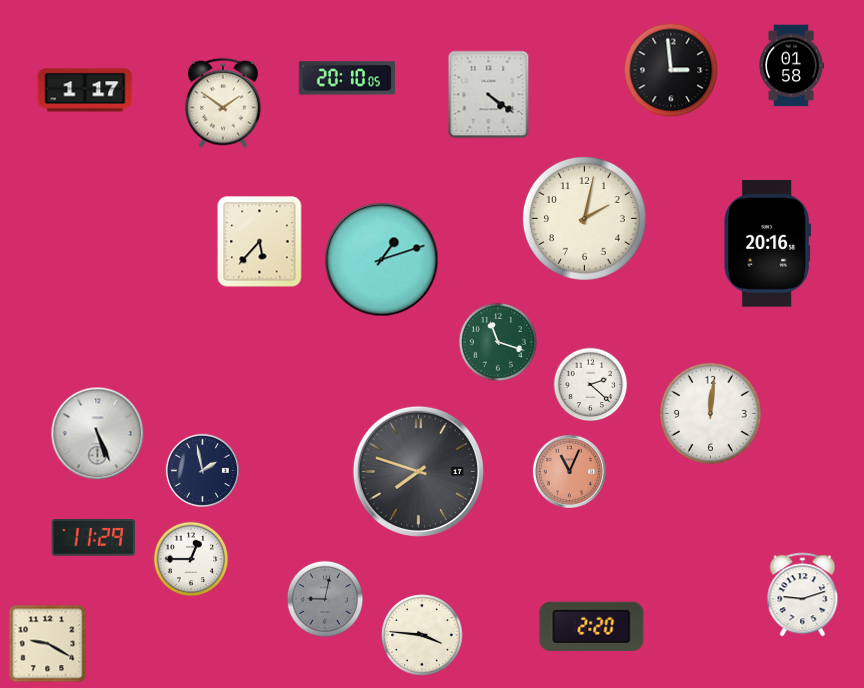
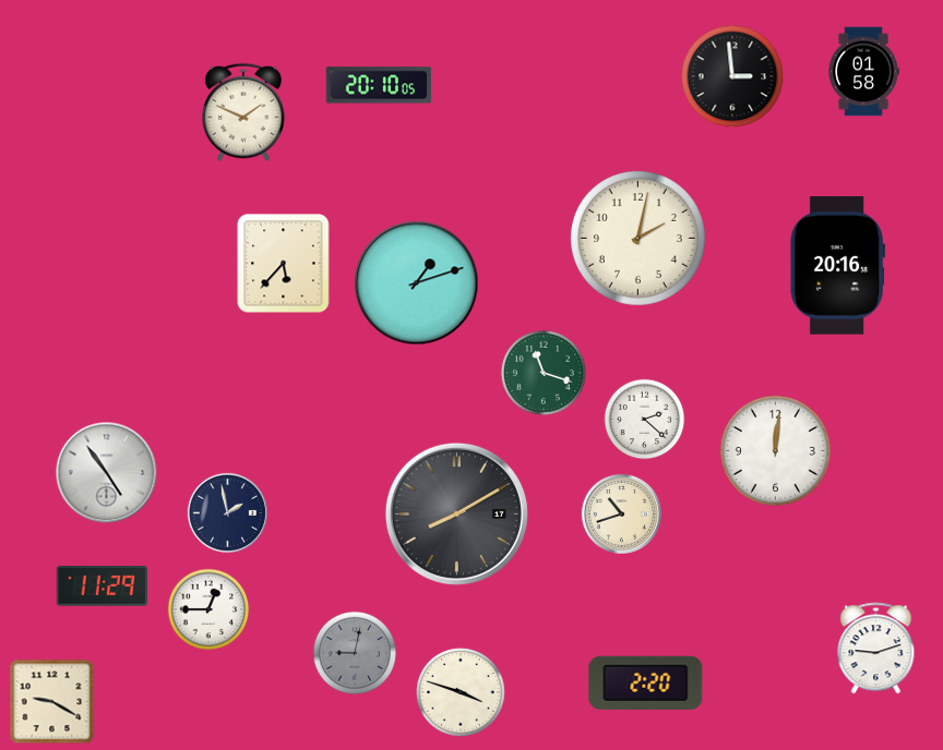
clock at (85, 90): 1:17 -> none
clock at (489, 95): 4:21 -> none
clock at (223, 103): 1:51 -> 1:49
clock at (98, 434): 5:26 -> 4:54
clock at (202, 470) position: (202, 470) -> (227, 512)
clock at (418, 471): 7:48 -> 8:10
clock at (569, 471): 11:04 -> 10:42
clock at (569, 471) dial: salmon -> cream
clock at (422, 635): 3:46 -> 3:48
